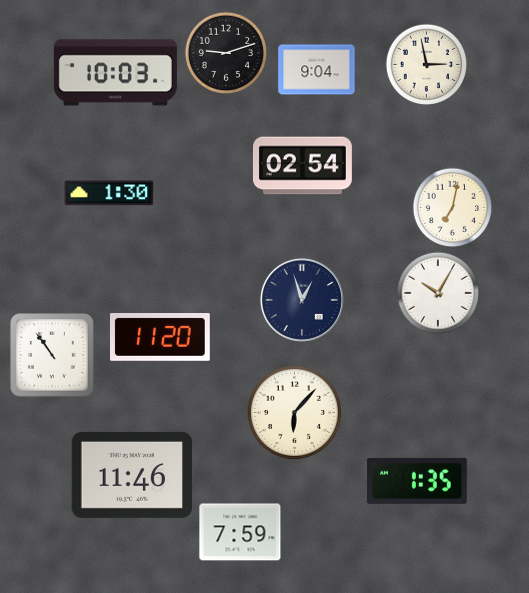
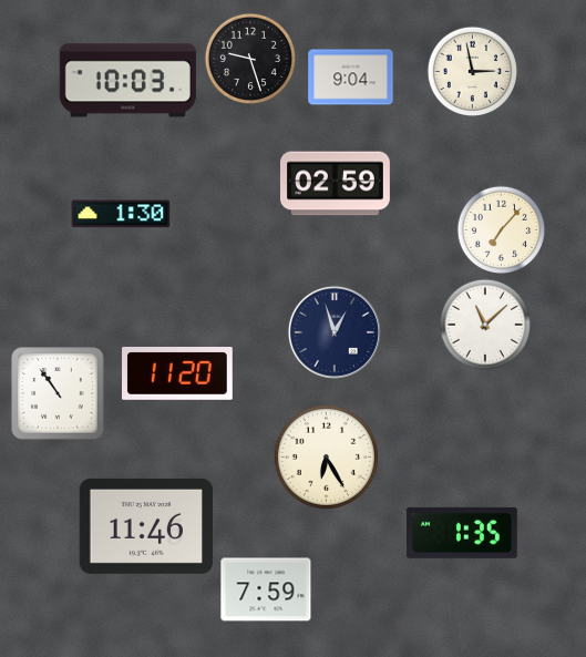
clock at (225, 52): 9:12 -> 9:27
clock at (302, 166): 02:54 -> 02:59
clock at (453, 208): 7:02 -> 7:07
clock at (437, 292): 10:05 -> 11:08
clock at (294, 412): 6:07 -> 6:25
